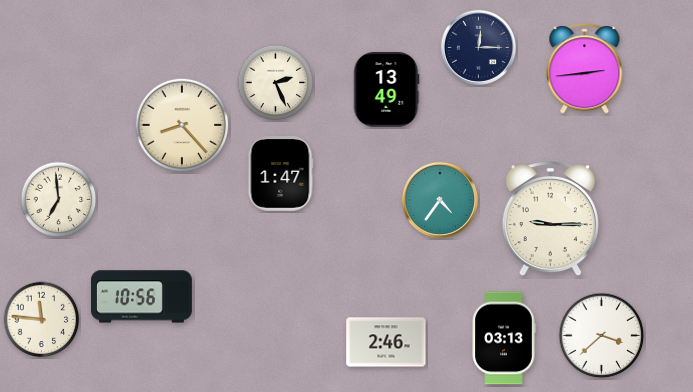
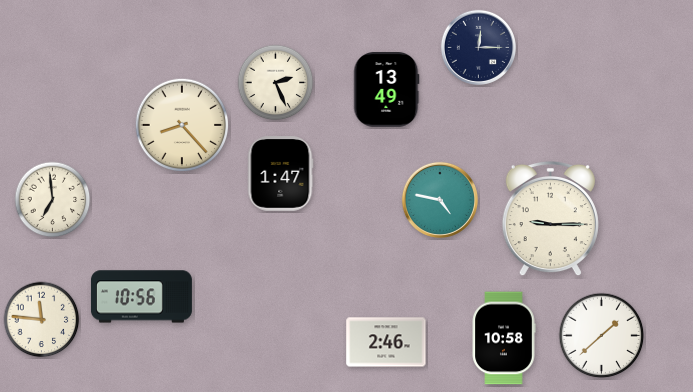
clock at (585, 69): 2:44 -> none
clock at (59, 200) position: (59, 200) -> (53, 200)
clock at (440, 200): 4:36 -> 4:47
clock at (602, 336): 3:38 -> 1:38
clock at (504, 338): 03:13 -> 10:58
